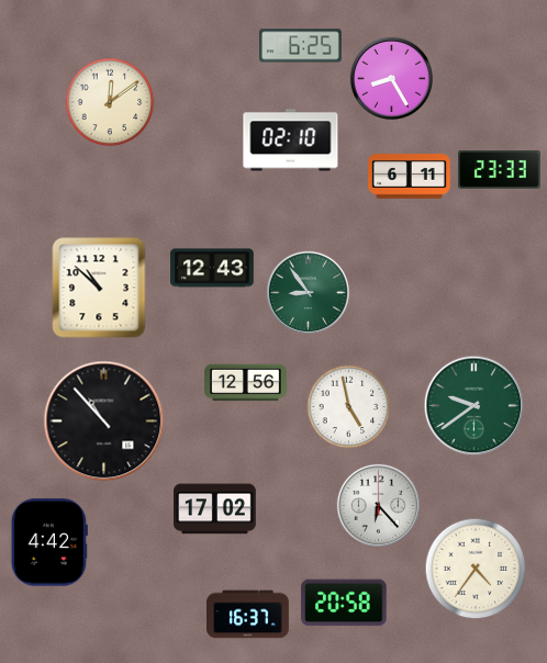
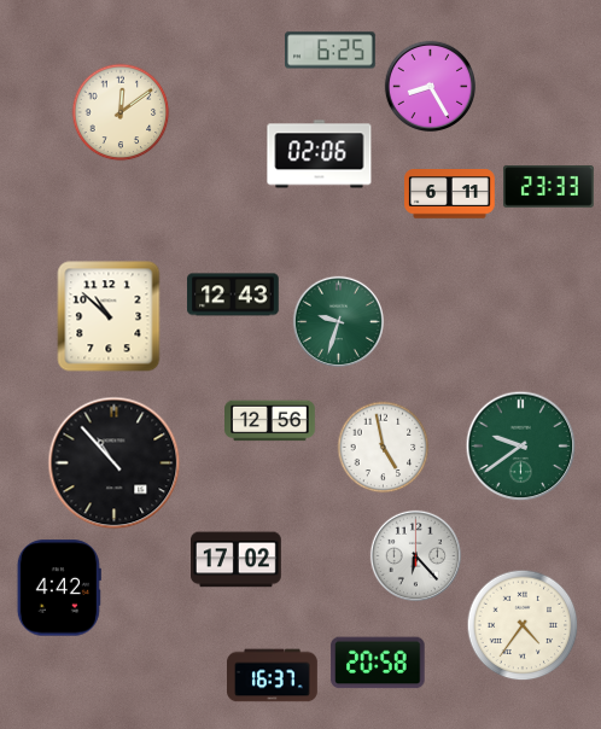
clock at (291, 141): 02:10 -> 02:06
clock at (308, 292): 8:54 -> 9:33
clock at (49, 542) position: (49, 542) -> (59, 588)
